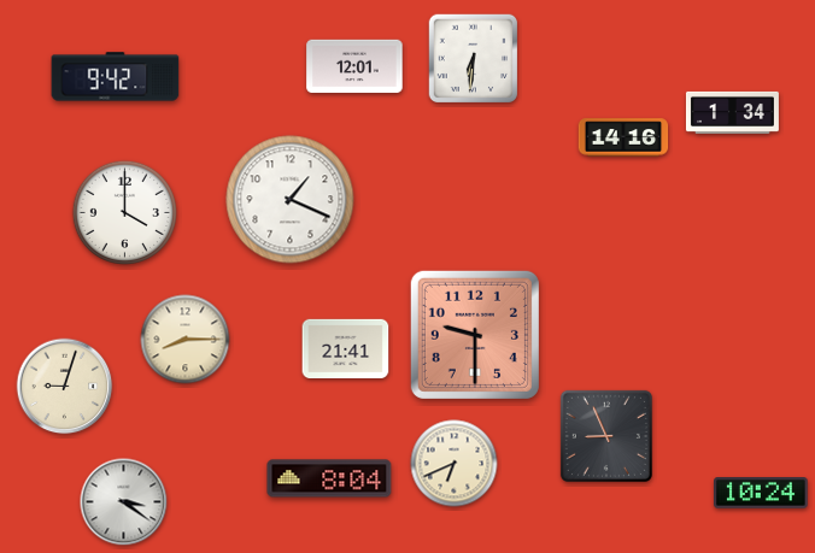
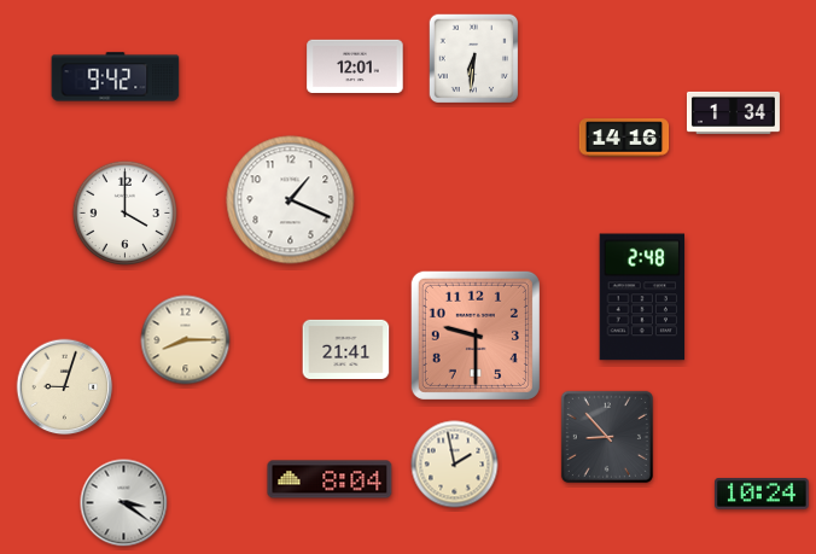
clock at (642, 297): none -> 2:48
clock at (606, 436): 8:56 -> 8:53
clock at (455, 464): 6:41 -> 1:58
